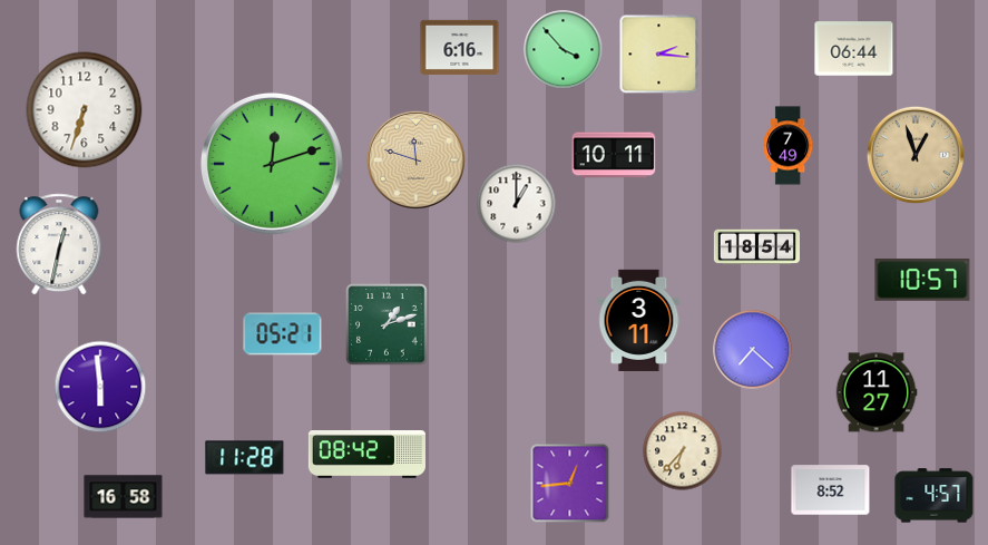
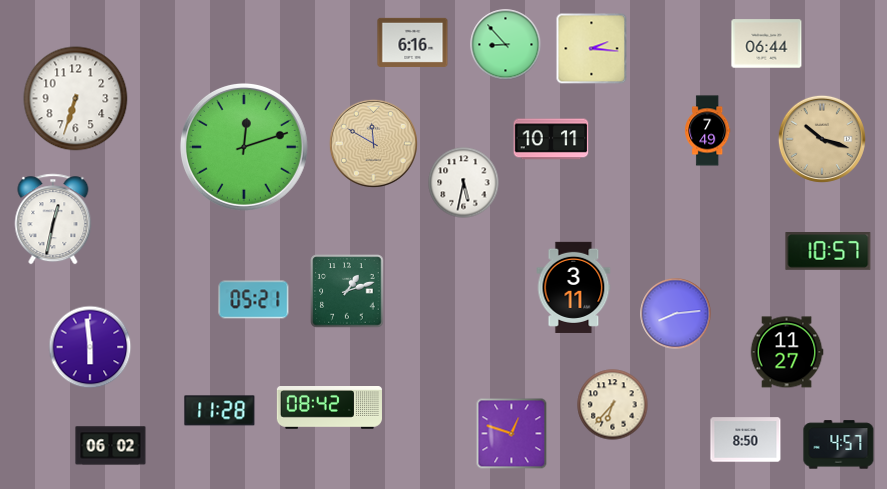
clock at (564, 50): 3:53 -> 8:53
clock at (916, 155): 12:57 -> 10:18
clock at (415, 159): 11:48 -> 11:50
clock at (517, 204): 1:00 -> 5:32
clock at (756, 247): 18:54 -> none
clock at (753, 350): 7:22 -> 8:14
clock at (570, 484): 12:44 -> 12:48
clock at (831, 490): 8:52 -> 8:50
clock at (124, 497): 16:58 -> 06:02
